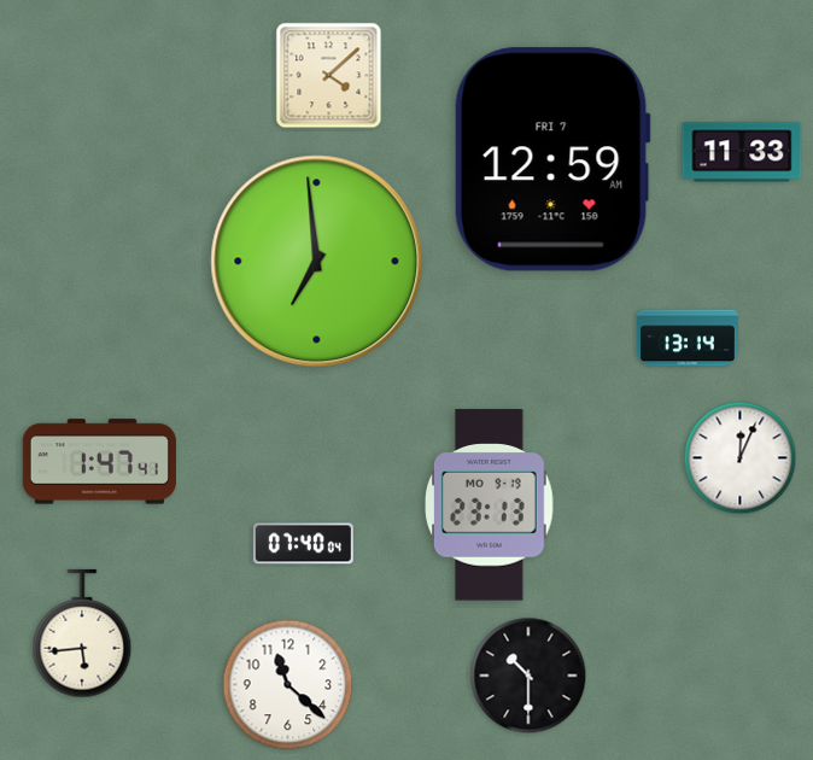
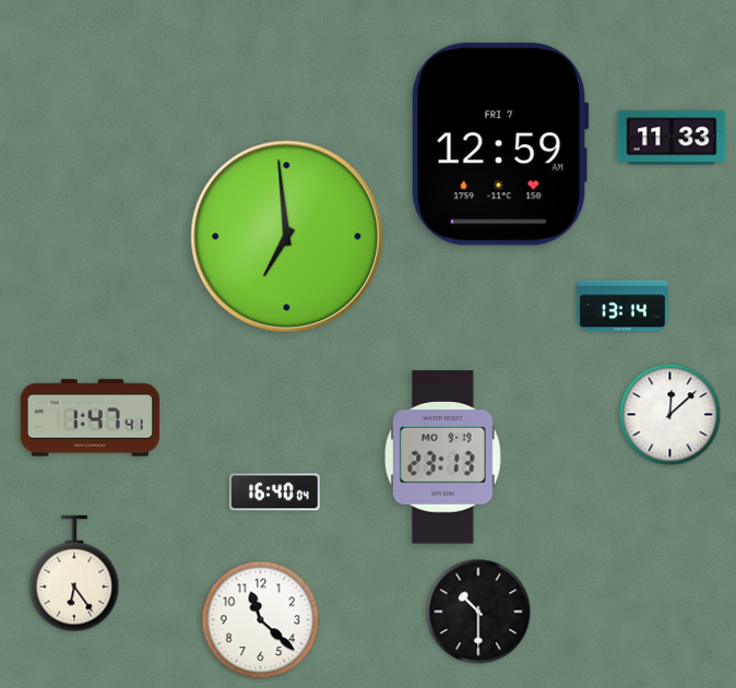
clock at (329, 76): 4:08 -> none
clock at (741, 458): 12:04 -> 12:08
clock at (303, 544): 07:40 -> 16:40
clock at (82, 633): 5:44 -> 6:24
